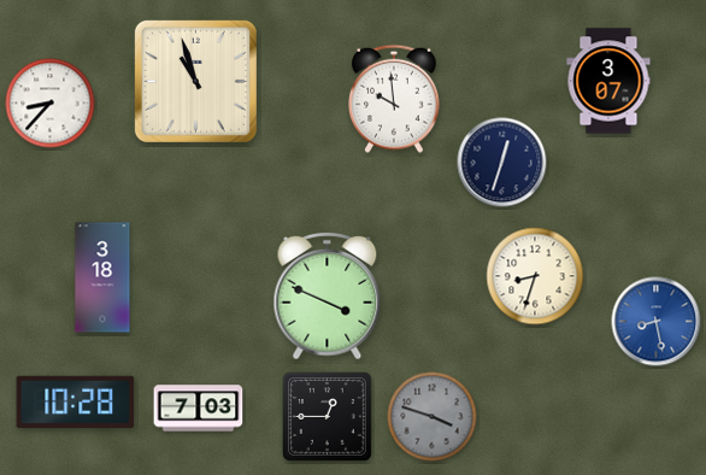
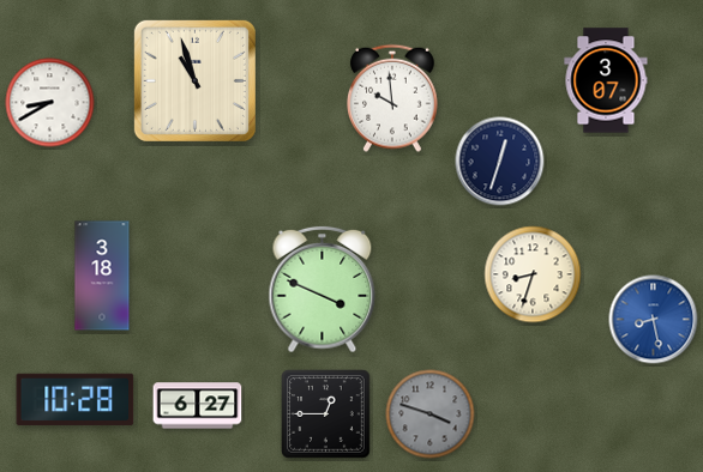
clock at (51, 104): 8:37 -> 8:40
clock at (328, 297) position: (328, 297) -> (323, 290)
clock at (199, 409): 7:03 -> 6:27
